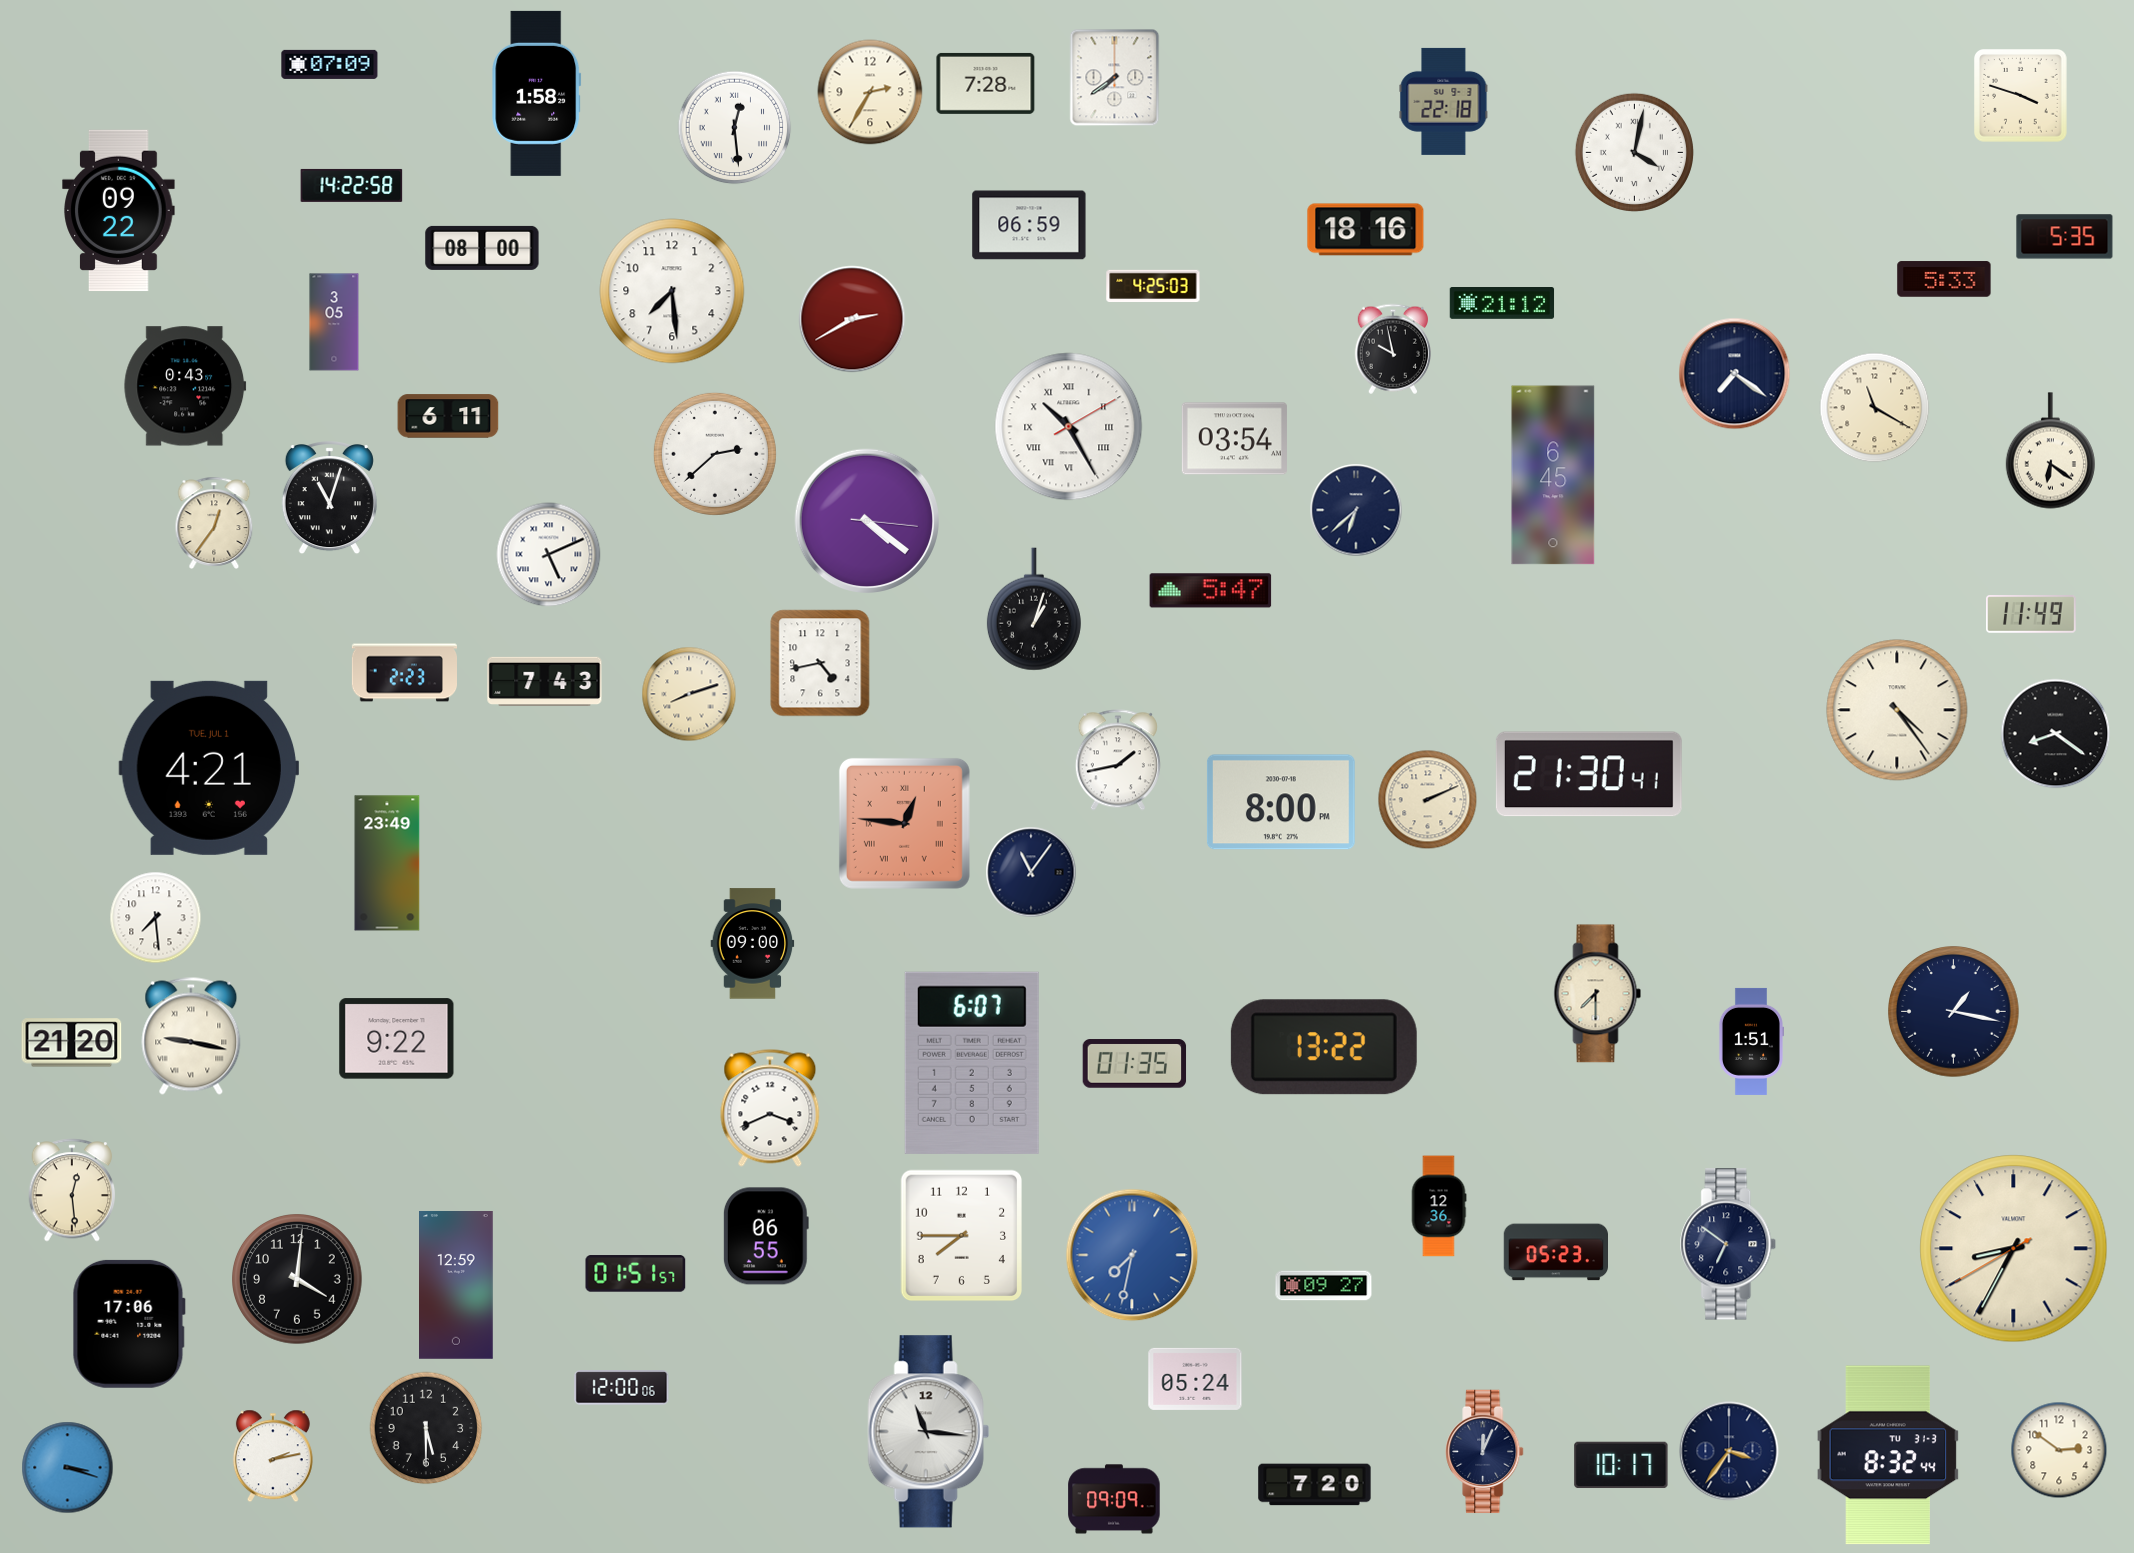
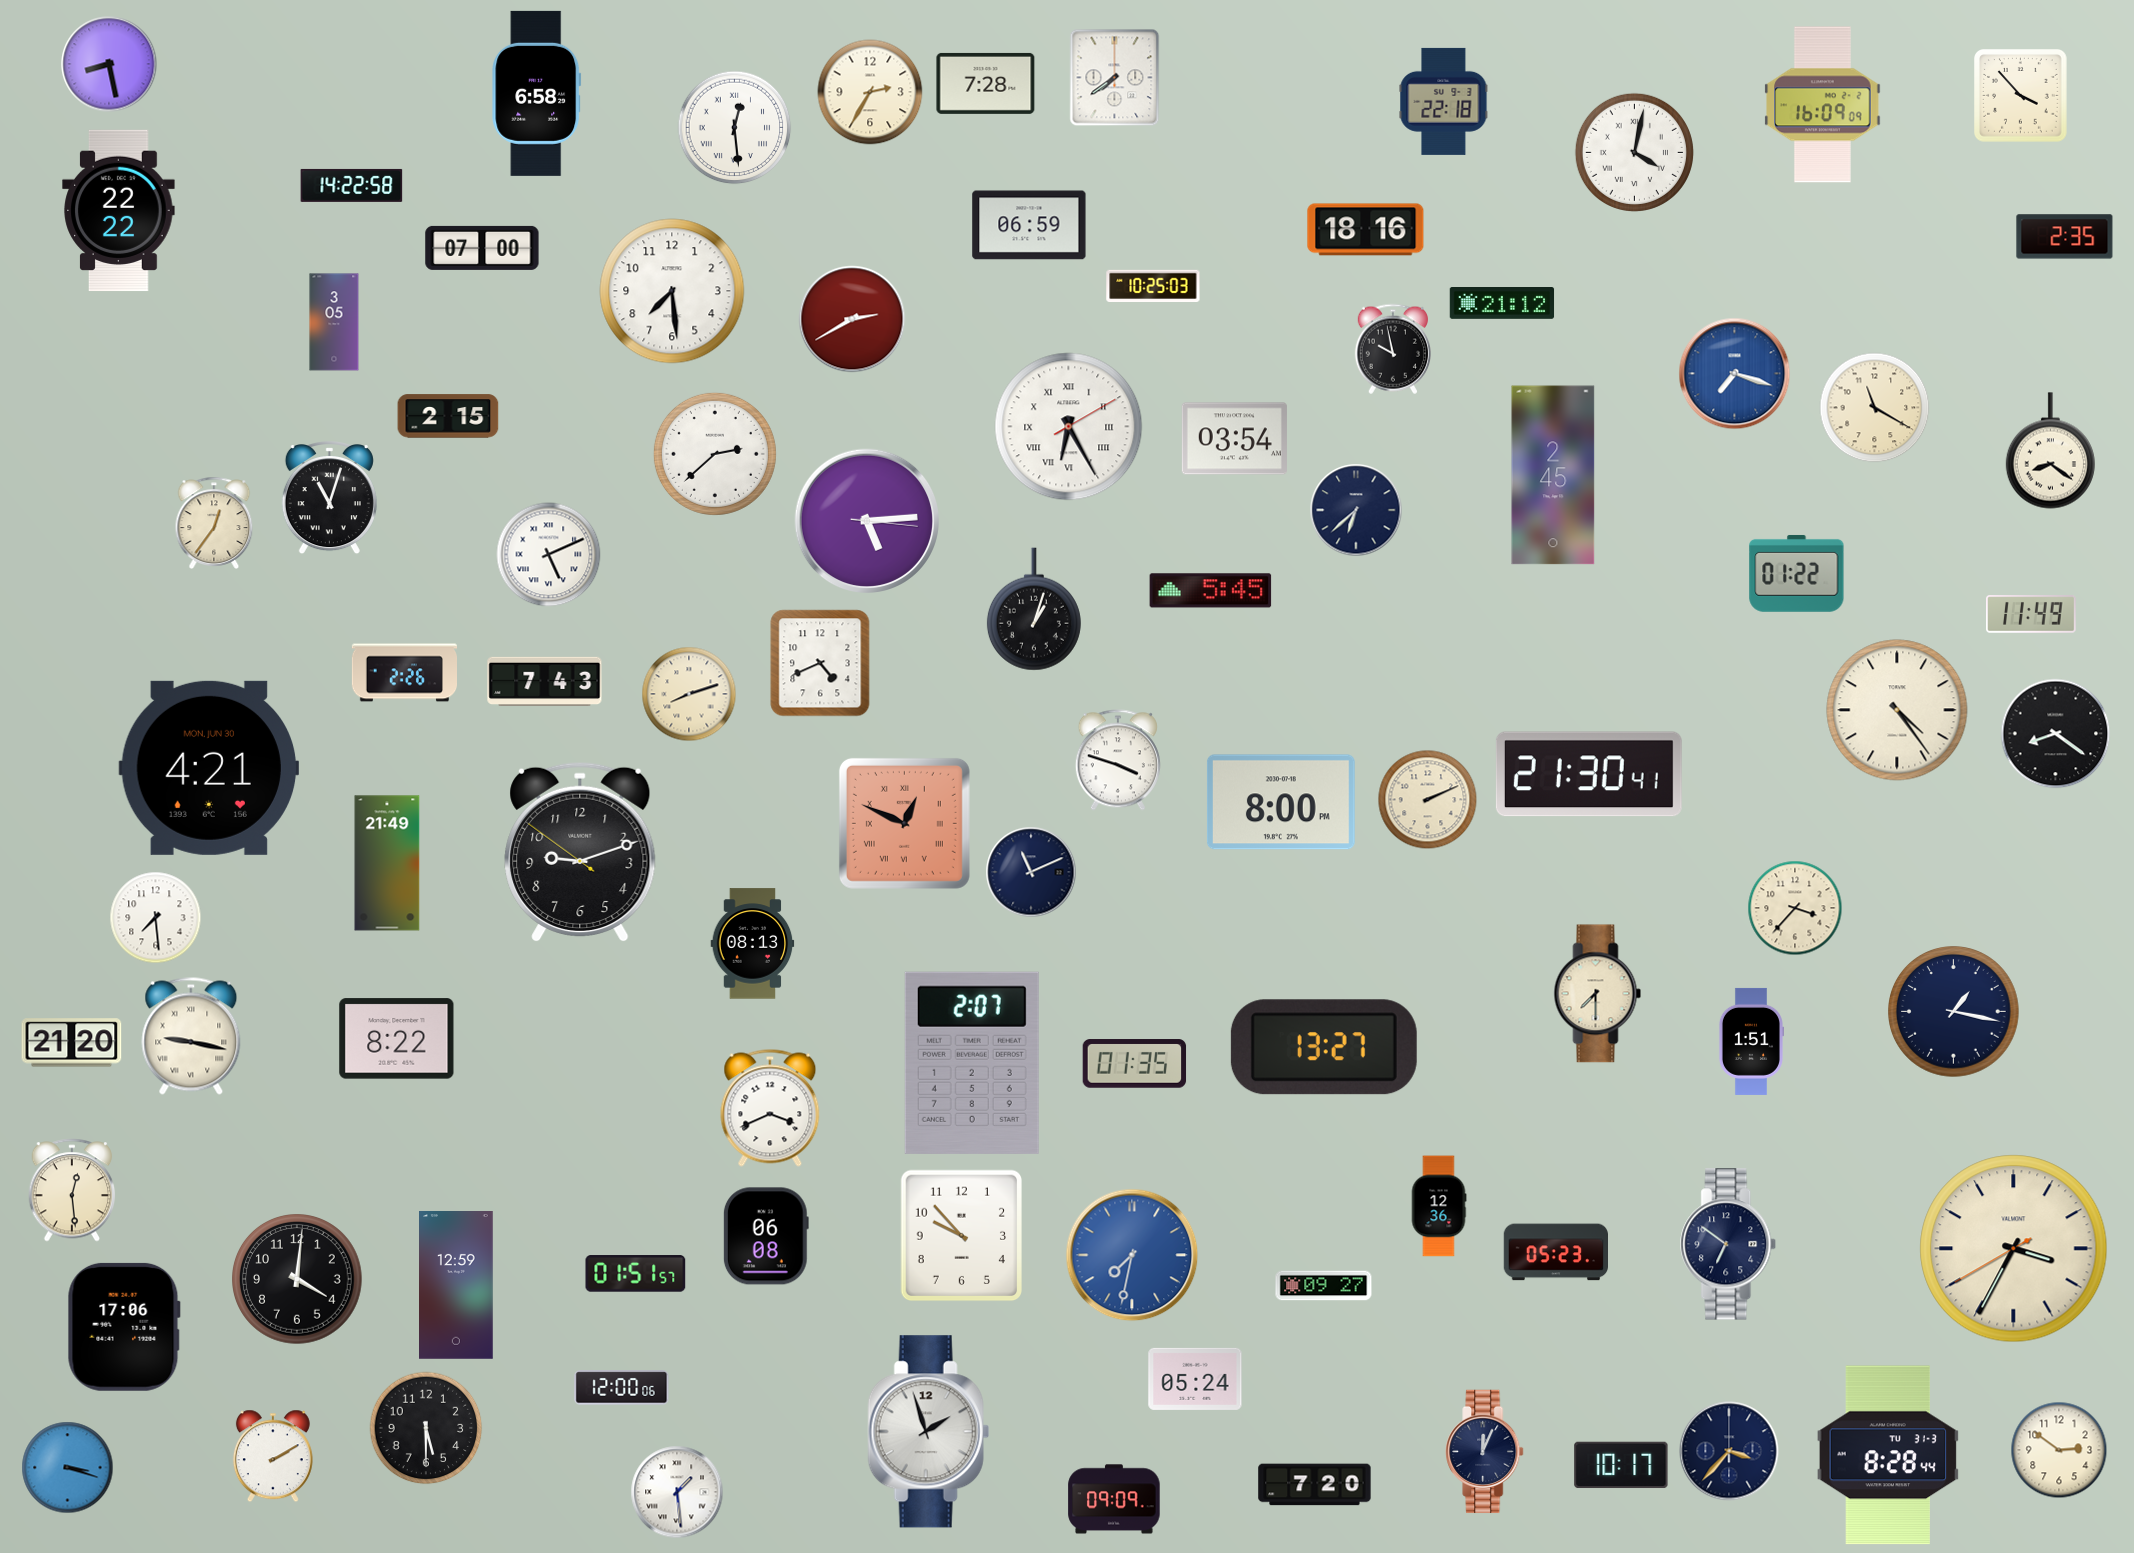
clock at (109, 64): none -> 8:28
clock at (330, 64): 07:09 -> none
clock at (537, 93): 1:58 -> 6:58
clock at (2021, 96): 3:48 -> 3:53
clock at (1823, 105): none -> 16:09
clock at (119, 211): 09:22 -> 22:22
clock at (2065, 237): 5:35 -> 2:35
clock at (482, 248): 08:00 -> 07:00
clock at (1944, 279): 5:33 -> none
clock at (1153, 286): 4:25 -> 10:25
clock at (1735, 374): 7:21 -> 7:18
clock at (1735, 374) dial: navy -> blue
clock at (185, 386): 0:43 -> none
clock at (448, 416): 6:11 -> 2:15
clock at (1069, 427): 10:25 -> 6:25
clock at (2050, 451): 6:21 -> 8:21
clock at (1553, 475): 6:45 -> 2:45
clock at (866, 520): 4:21 -> 5:14
clock at (1797, 573): none -> 01:22
clock at (1211, 591): 5:47 -> 5:45
clock at (820, 663): 4:43 -> 4:41
clock at (404, 673): 2:23 -> 2:26
clock at (1118, 760): 1:43 -> 3:48
clock at (208, 768) date: TUE, JUL 1 -> MON, JUN 30
clock at (904, 823): 12:46 -> 12:49
clock at (580, 852): none -> 9:11
clock at (387, 863): 23:49 -> 21:49
clock at (1031, 872): 11:06 -> 11:11
clock at (1795, 908): none -> 3:37
clock at (753, 944): 09:00 -> 08:13
clock at (397, 1039): 9:22 -> 8:22
clock at (1324, 1047): 13:22 -> 13:27
clock at (972, 1063): 6:07 -> 2:07
clock at (766, 1236): 06:55 -> 06:08
clock at (961, 1236): 7:45 -> 9:53
clock at (2014, 1249): 8:34 -> 3:34
clock at (129, 1324) position: (129, 1324) -> (124, 1327)
clock at (928, 1432): 11:16 -> 1:57
clock at (1729, 1451): 3:36 -> 3:37
clock at (1888, 1455): 8:32 -> 8:28
clock at (273, 1456): 2:13 -> 2:10
clock at (677, 1492): none -> 1:29
